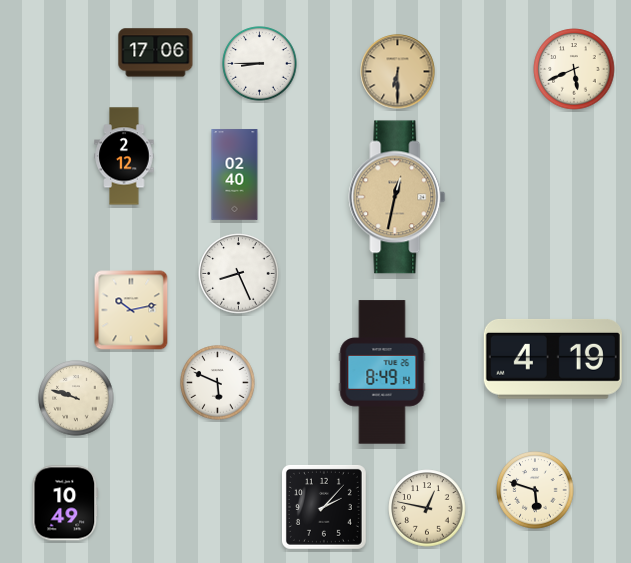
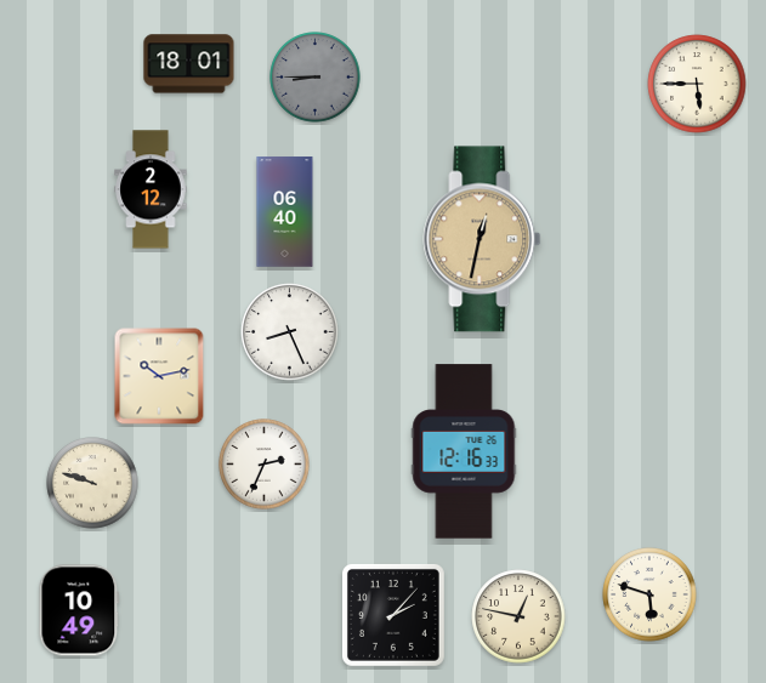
clock at (156, 53): 17:06 -> 18:01
clock at (260, 64) dial: white -> grey
clock at (574, 69): 5:41 -> 5:45
clock at (398, 72): 6:30 -> none
clock at (235, 175): 02:40 -> 06:40
clock at (553, 359): 4:19 -> none
clock at (382, 372): 8:49 -> 12:16
clock at (218, 383): 5:49 -> 2:34
